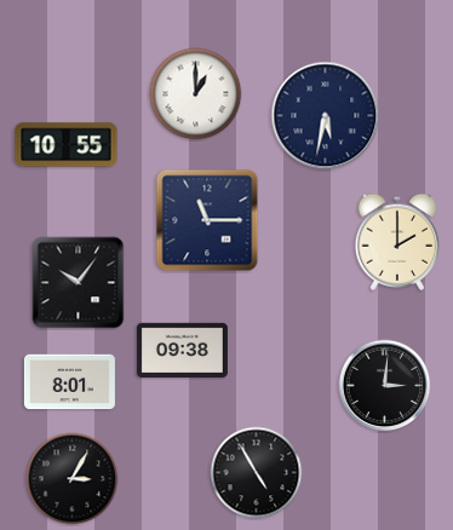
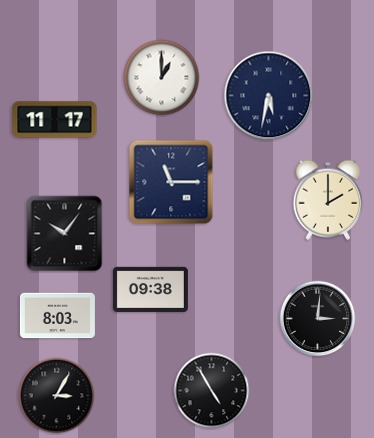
clock at (67, 145): 10:55 -> 11:17
clock at (69, 382): 8:01 -> 8:03
clock at (73, 479) position: (73, 479) -> (57, 396)
